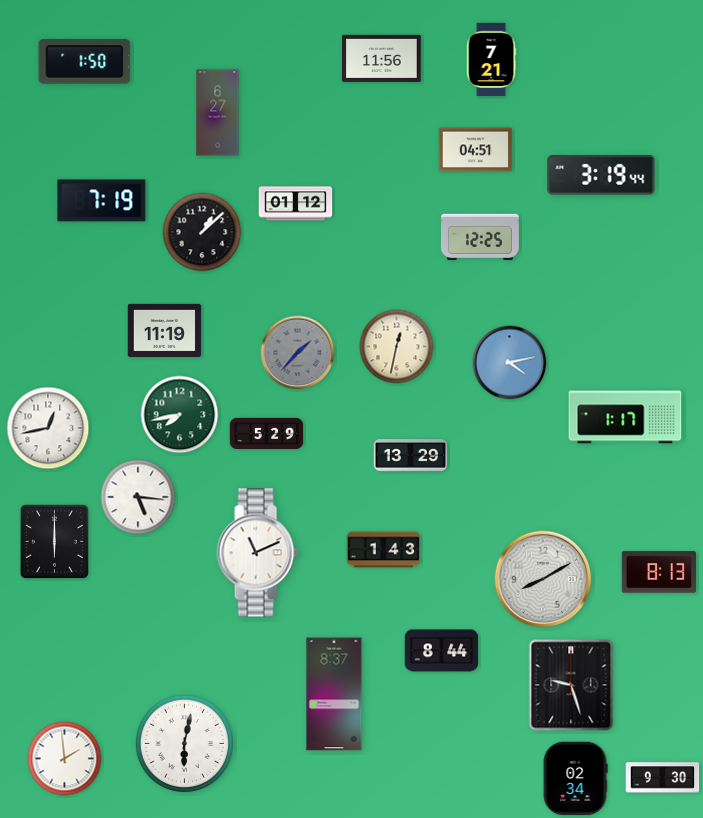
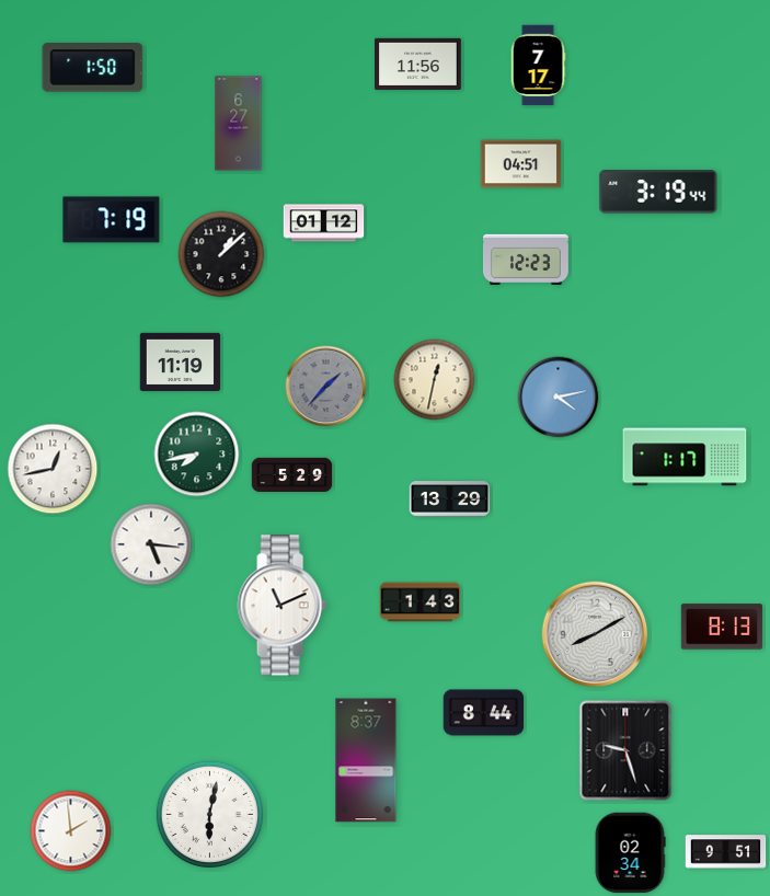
clock at (491, 60): 7:21 -> 7:17
clock at (480, 236): 12:25 -> 12:23
clock at (54, 541): 6:00 -> none
clock at (184, 743) position: (184, 743) -> (209, 814)
clock at (663, 778): 9:30 -> 9:51
